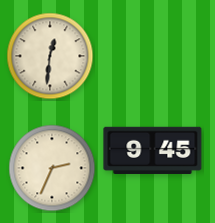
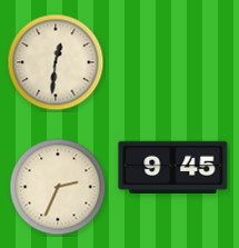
clock at (153, 150) position: (153, 150) -> (173, 167)
